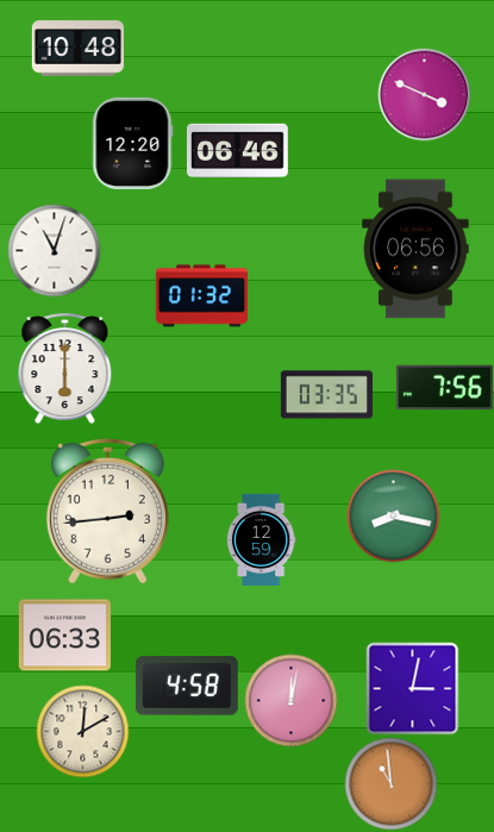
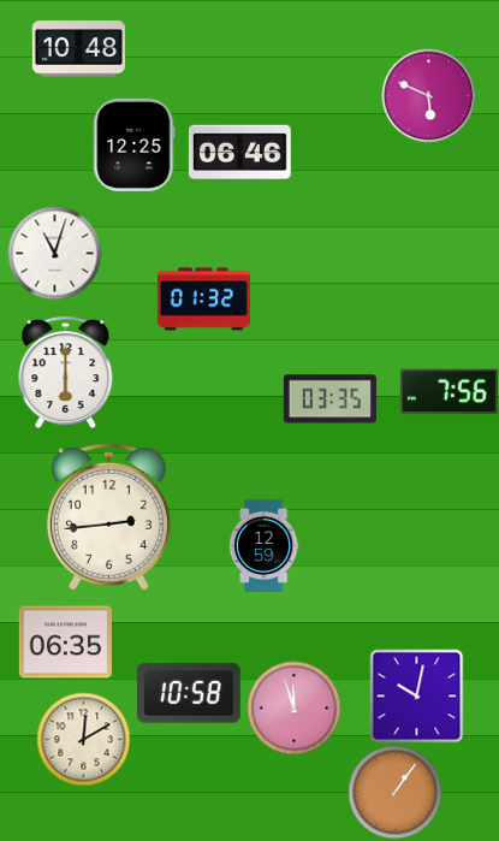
clock at (424, 94): 3:49 -> 5:49
clock at (133, 143): 12:20 -> 12:25
clock at (415, 249): 06:56 -> none
clock at (393, 515): 8:17 -> none
clock at (64, 636): 06:33 -> 06:35
clock at (187, 686): 4:58 -> 10:58
clock at (412, 688): 3:02 -> 10:02
clock at (290, 700): 12:02 -> 11:57
clock at (390, 783): 10:59 -> 1:06
